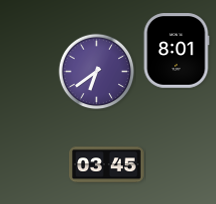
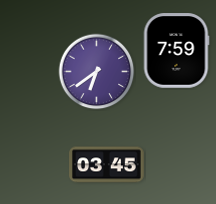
clock at (176, 51): 8:01 -> 7:59
